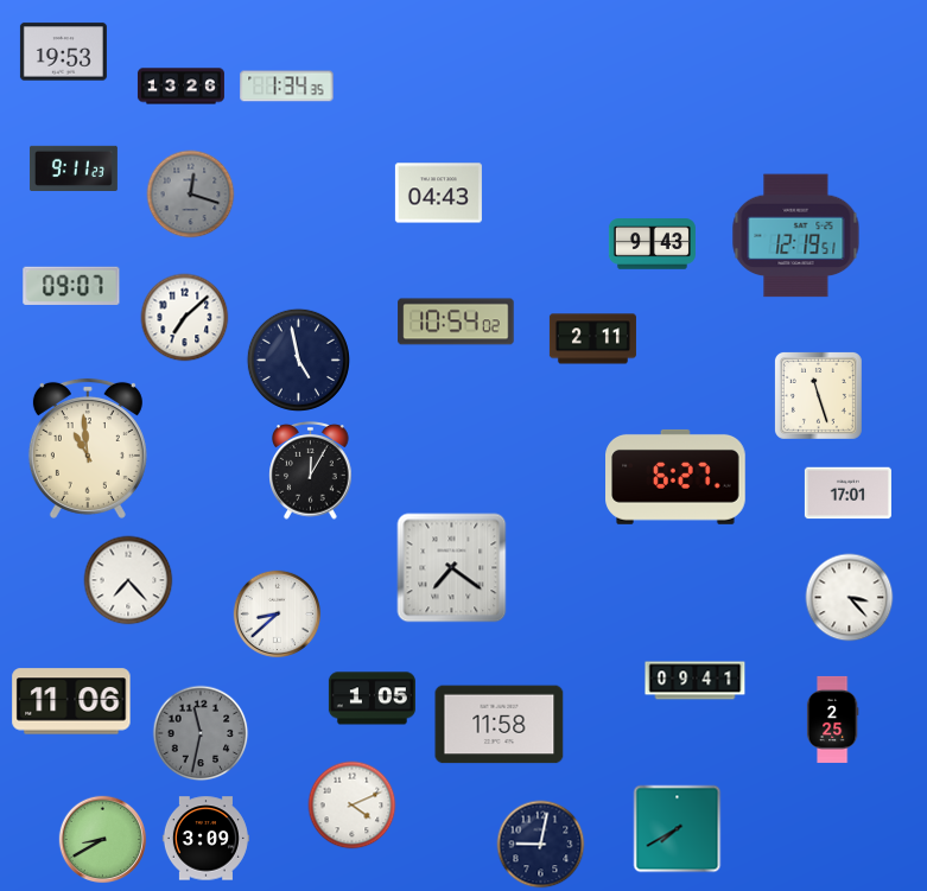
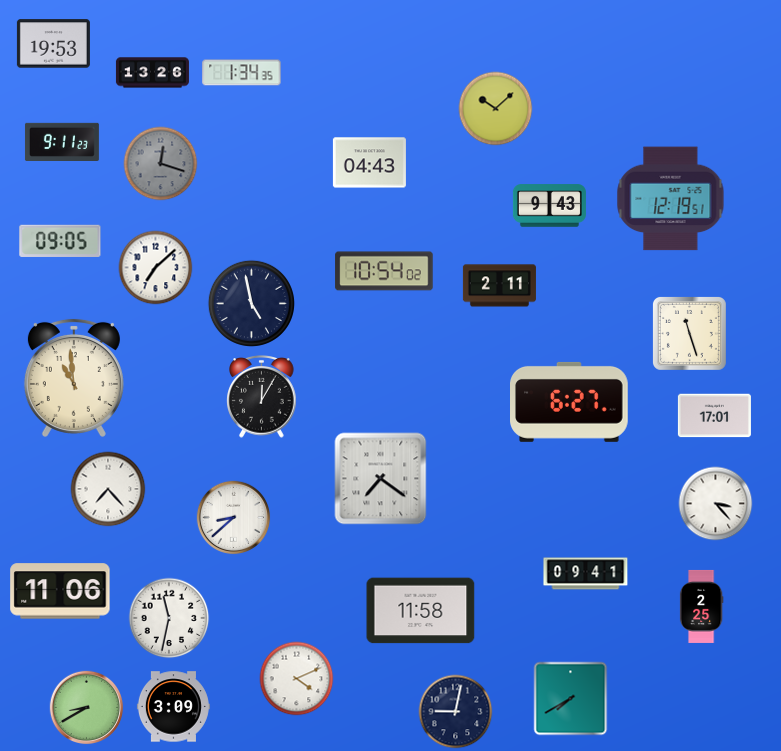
clock at (496, 109): none -> 10:08
clock at (71, 285): 09:07 -> 09:05
clock at (372, 699): 1:05 -> none
clock at (201, 733) dial: grey -> white
